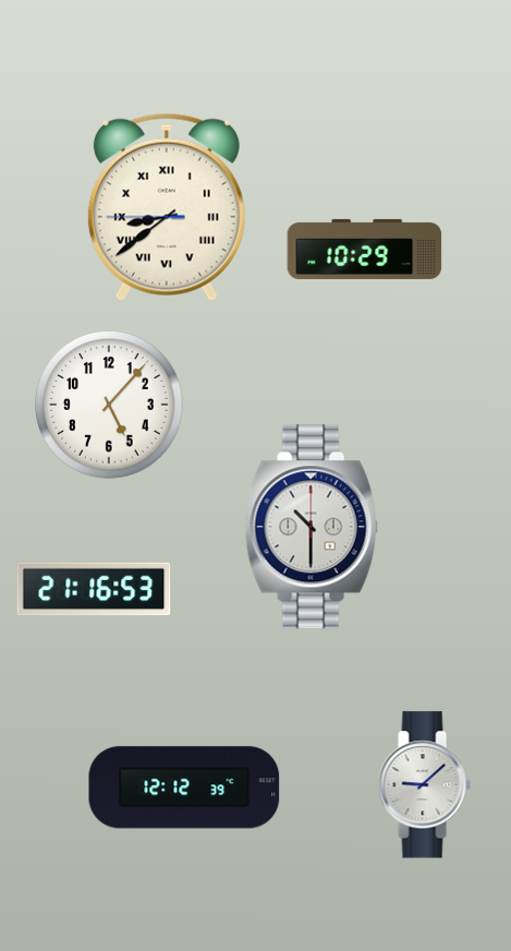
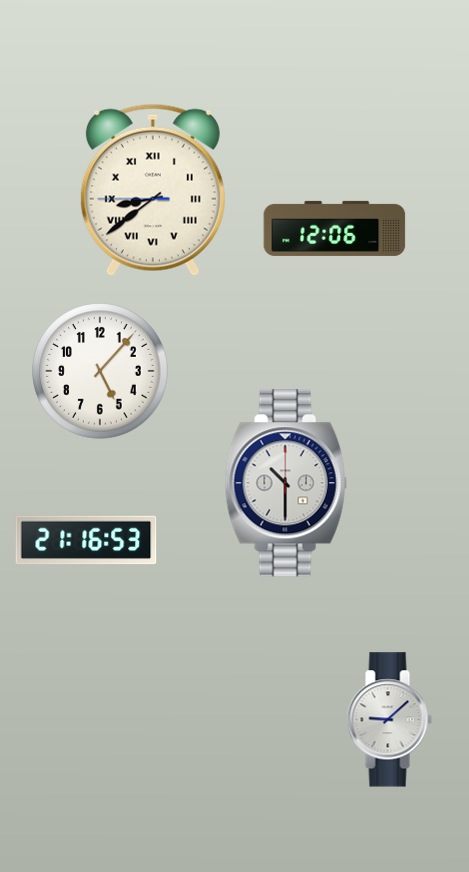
clock at (365, 249): 10:29 -> 12:06
clock at (184, 787): 12:12 -> none
